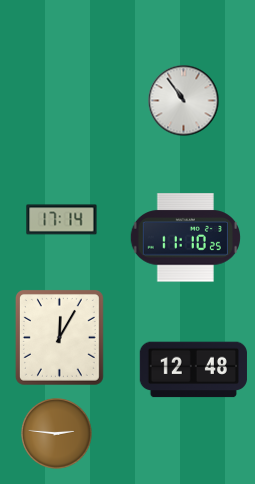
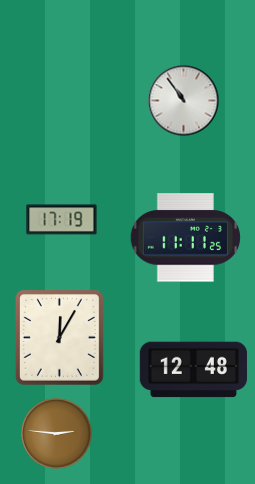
clock at (62, 220): 17:14 -> 17:19
clock at (185, 238): 11:10 -> 11:11
